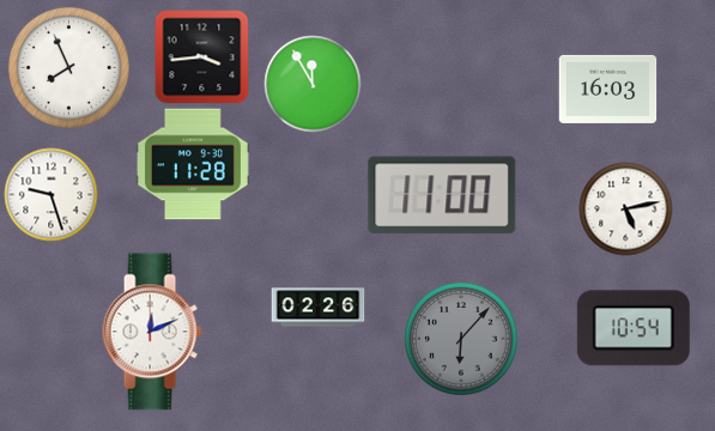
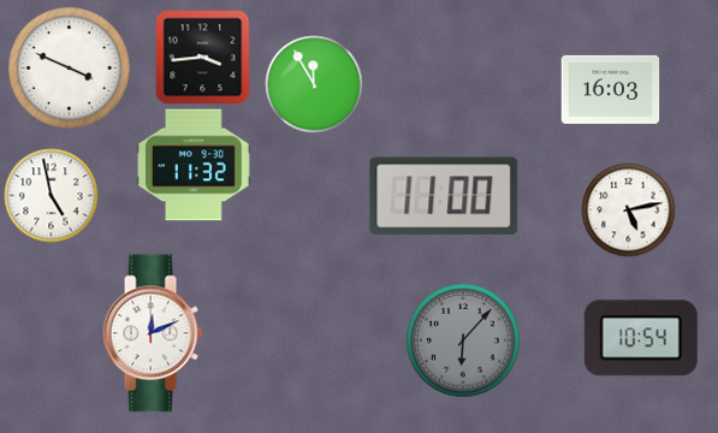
clock at (68, 67): 7:56 -> 3:49
clock at (193, 164): 11:28 -> 11:32
clock at (50, 194): 9:27 -> 4:58
clock at (317, 308): 02:26 -> none
clock at (634, 328) position: (634, 328) -> (641, 338)
